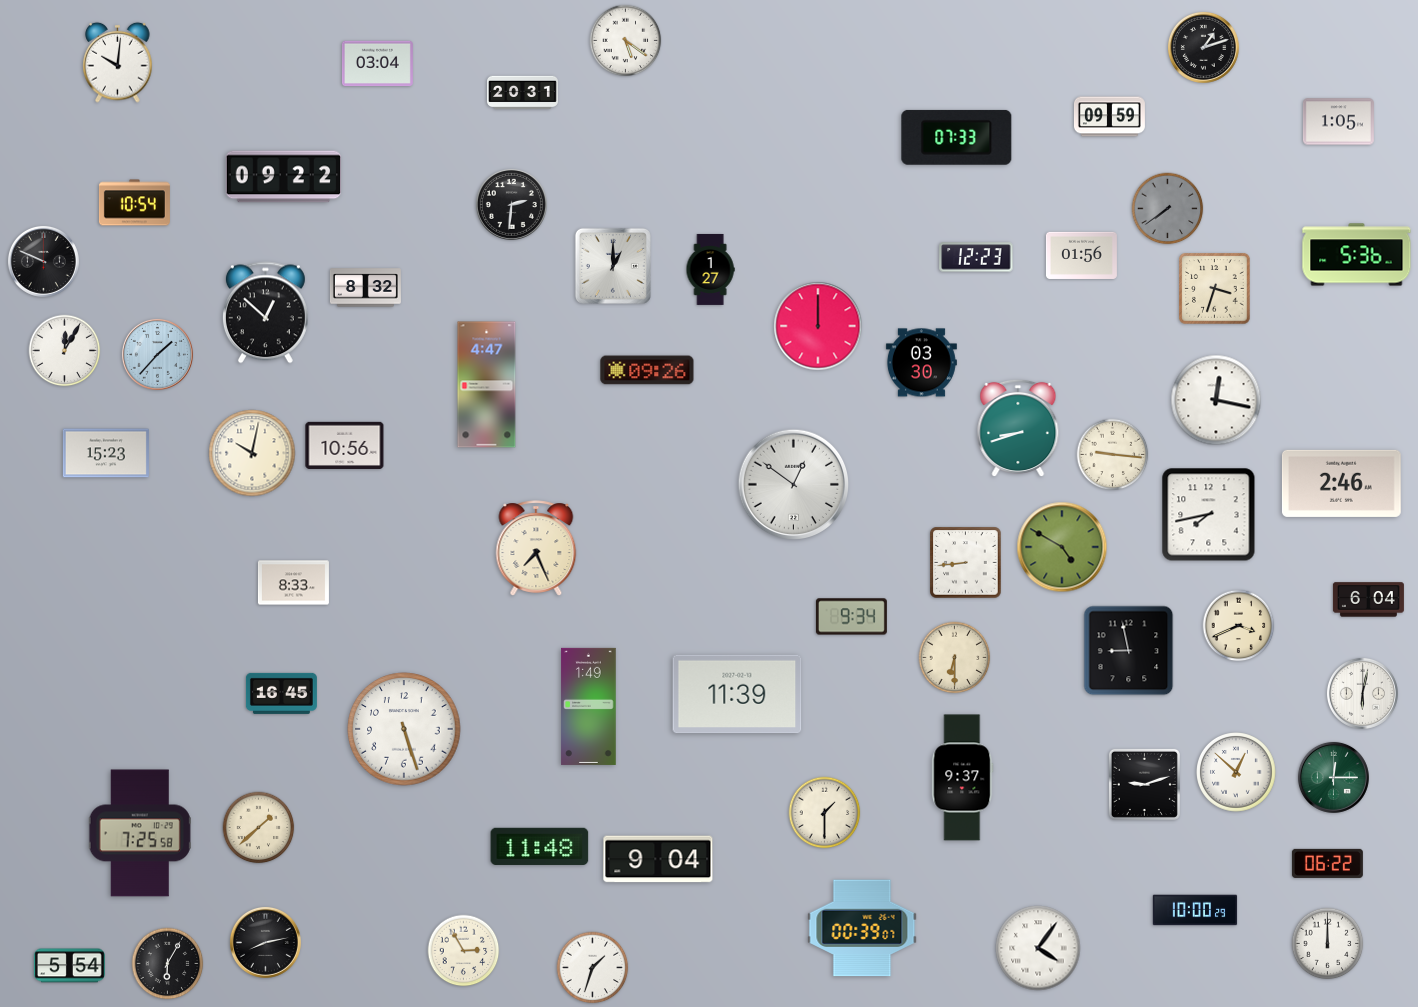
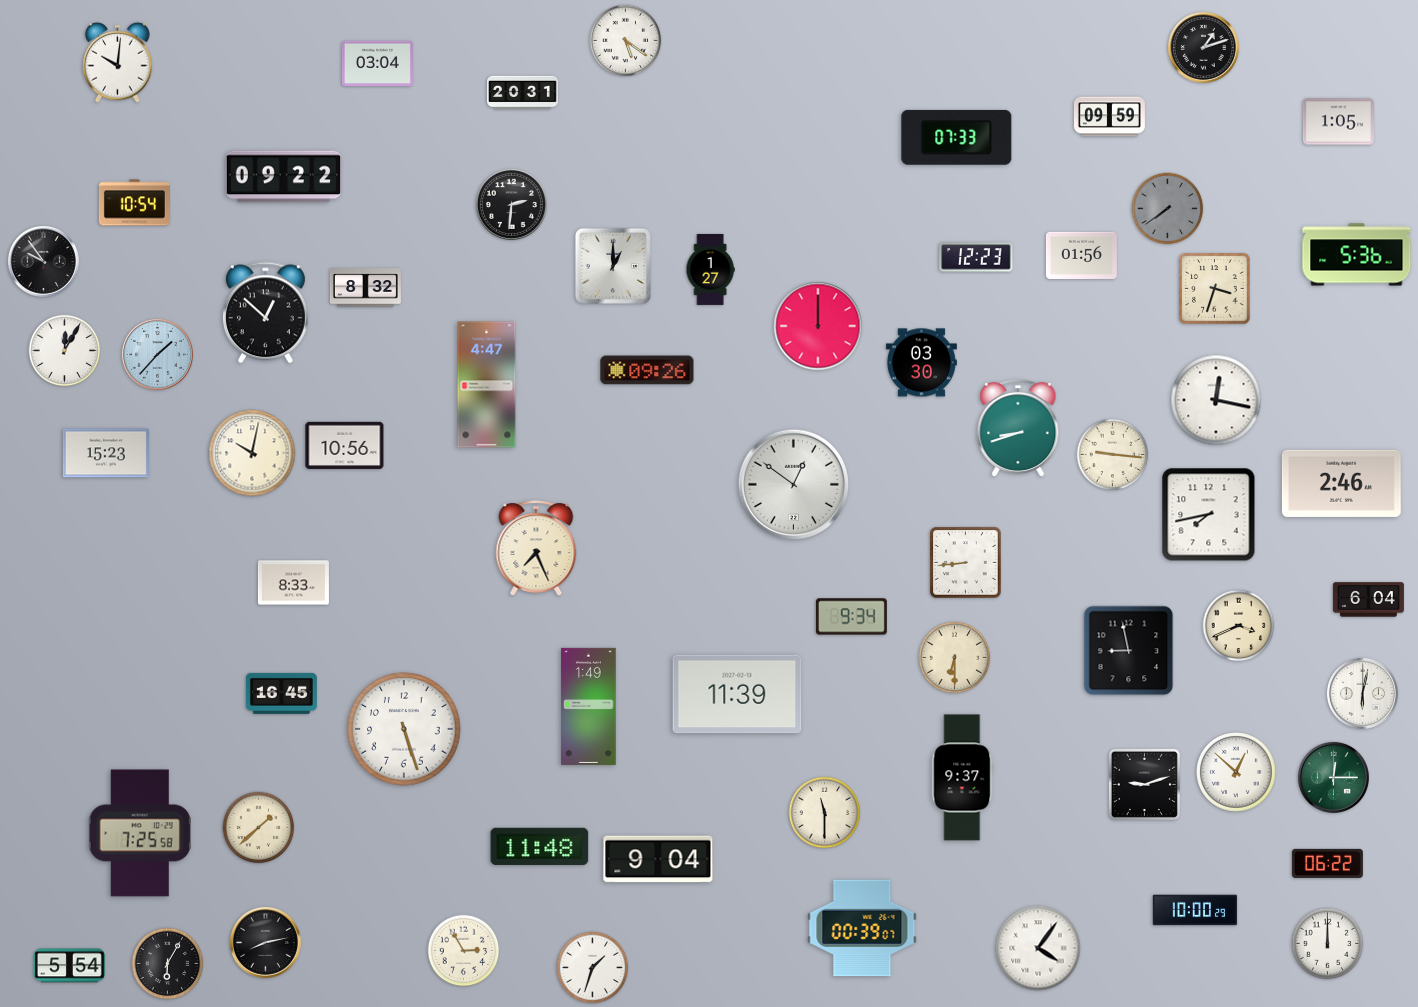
clock at (43, 261): 9:49 -> 9:54
clock at (1062, 547): 4:50 -> none
clock at (825, 813): 1:30 -> 11:30
